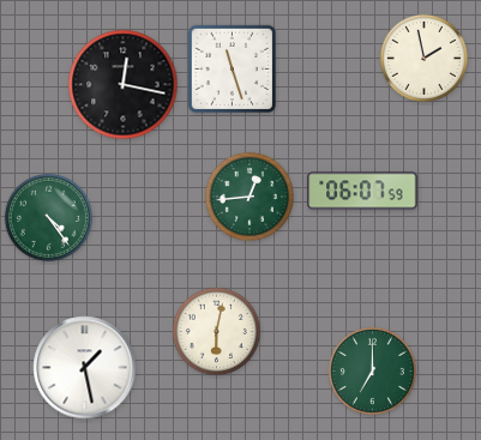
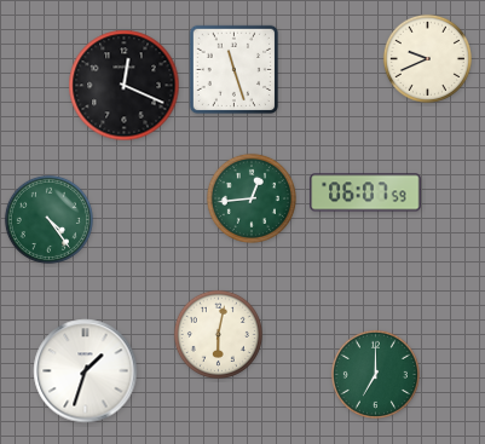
clock at (423, 58): 1:58 -> 9:41
clock at (124, 85): 12:17 -> 12:19
clock at (85, 368): 1:28 -> 1:33
